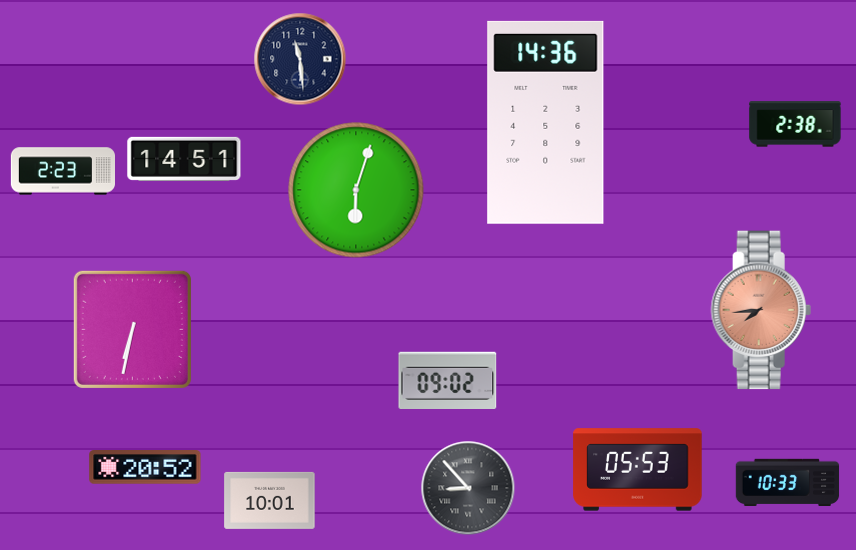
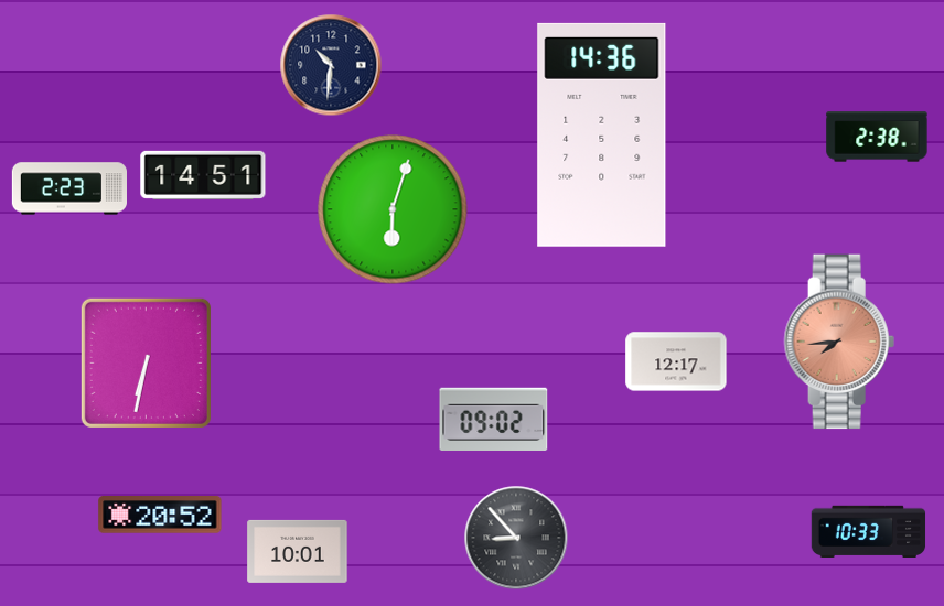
clock at (300, 59): 11:29 -> 10:31
clock at (676, 361): none -> 12:17
clock at (638, 470): 05:53 -> none
